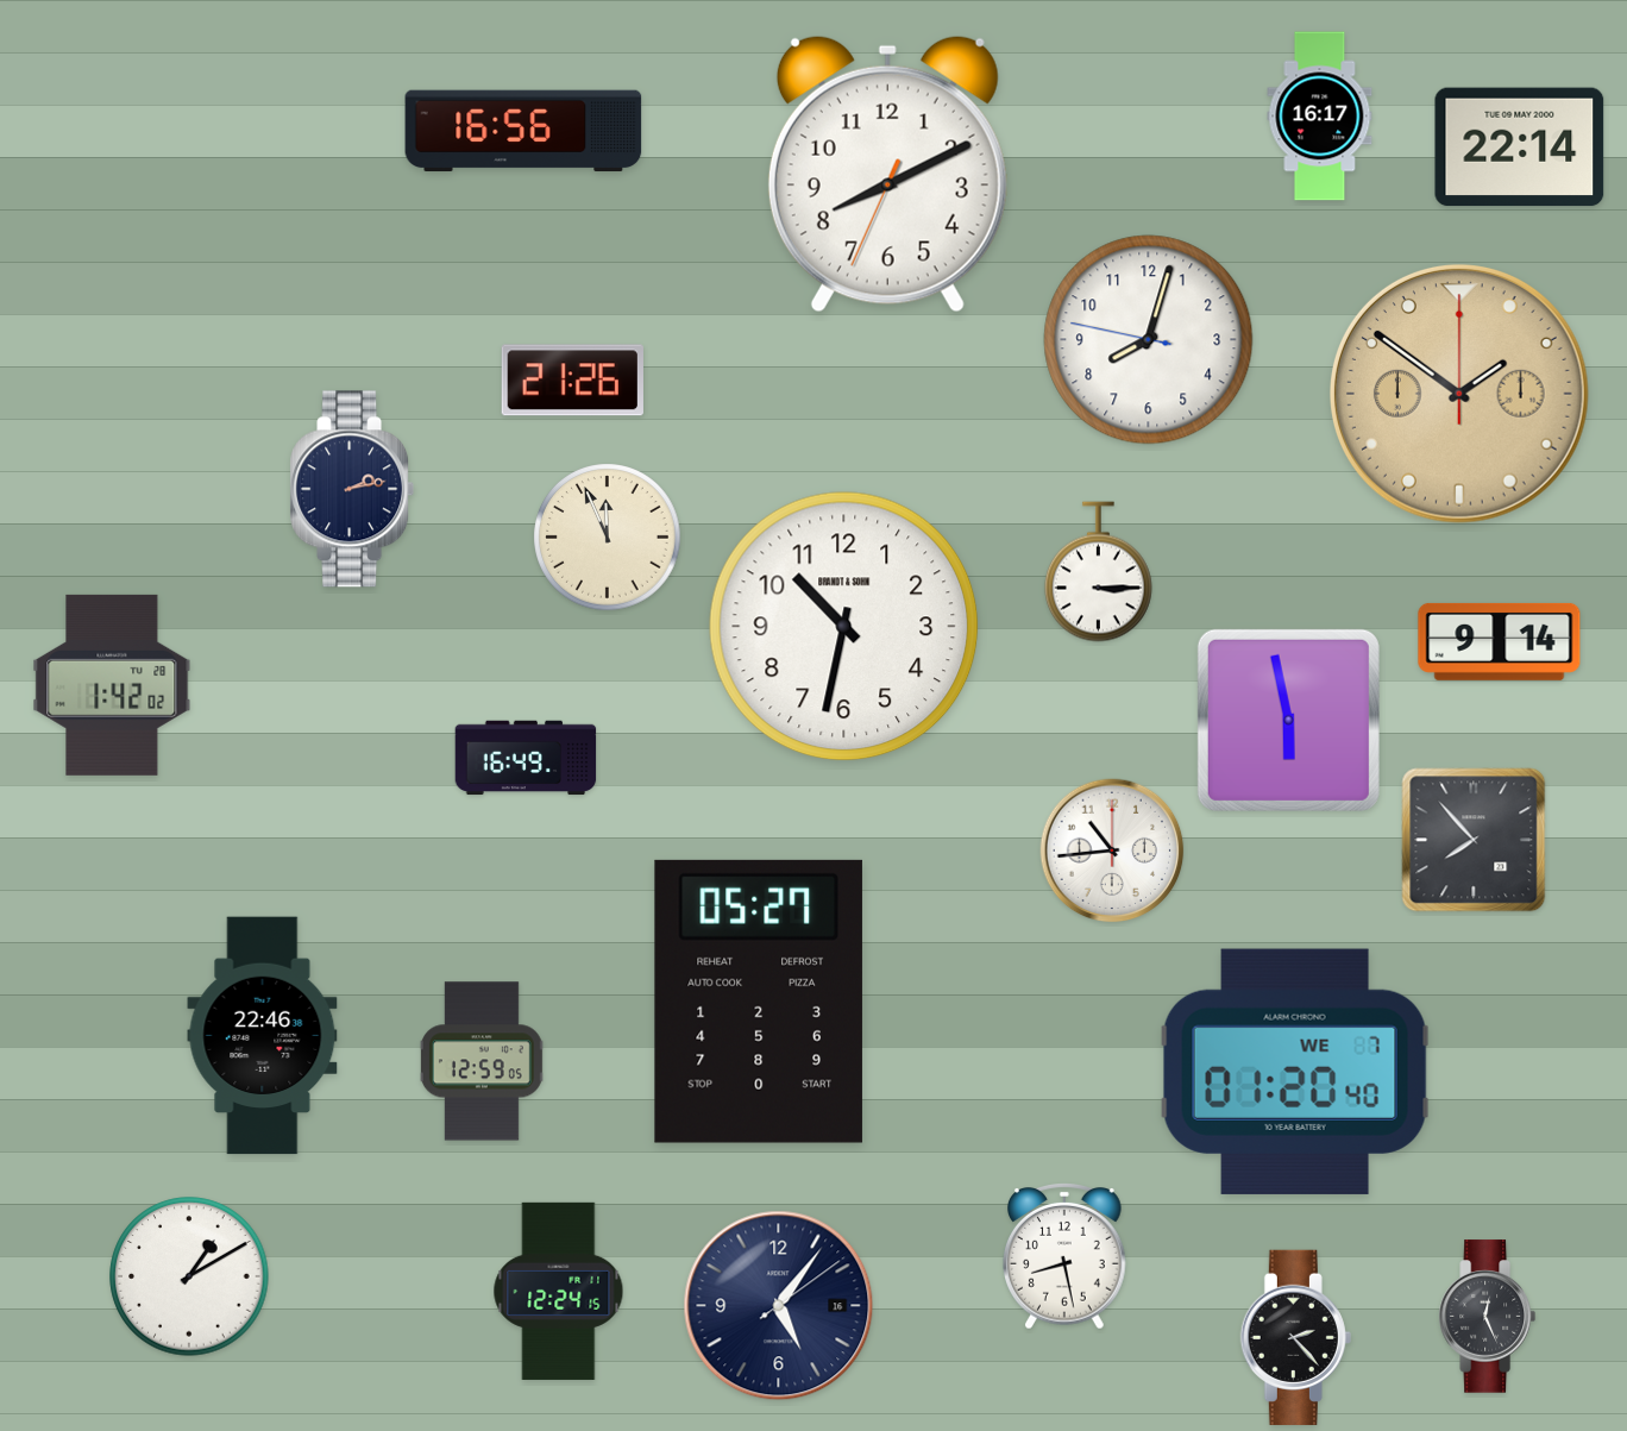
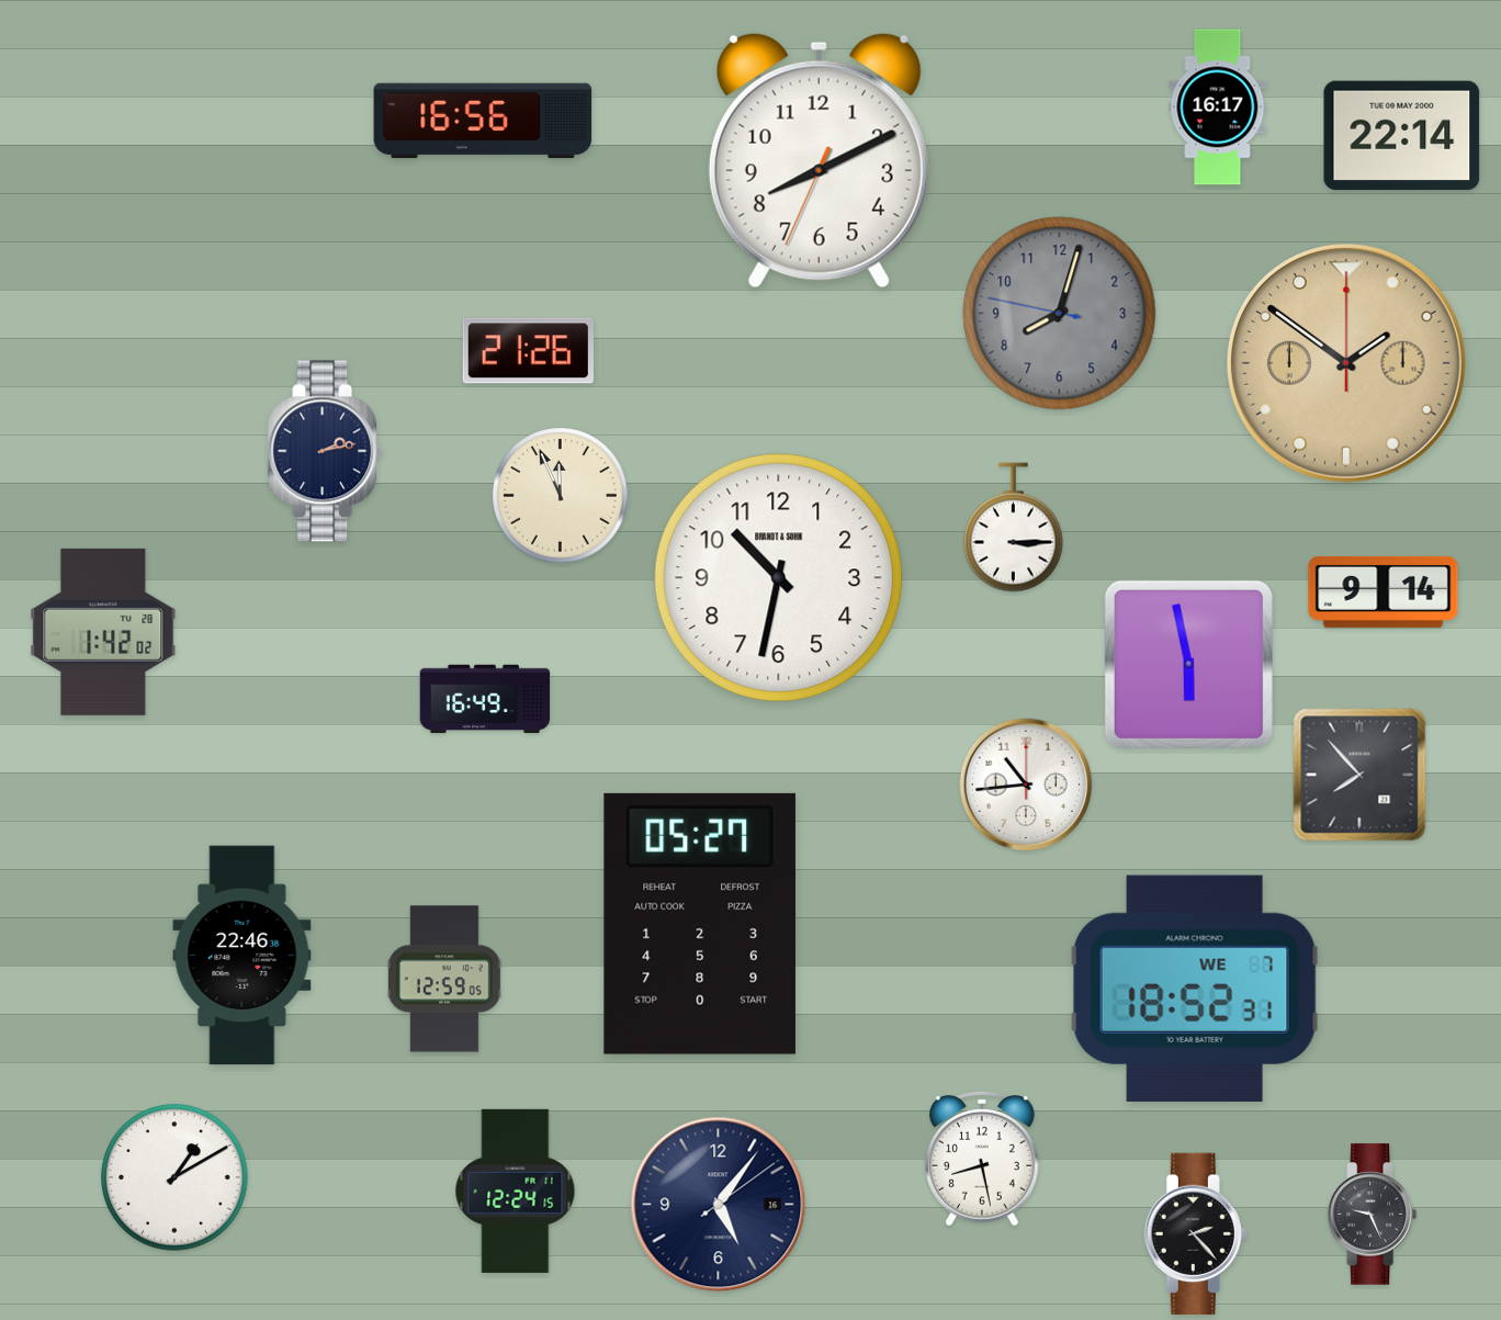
clock at (1149, 340) dial: white -> grey
clock at (1295, 1072): 01:20 -> 18:52
clock at (1487, 1317): 12:26 -> 9:26
